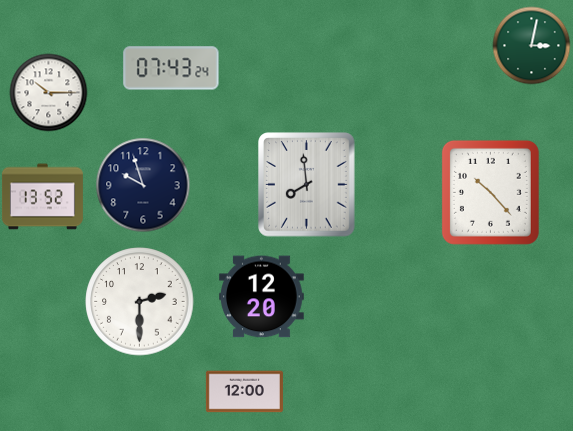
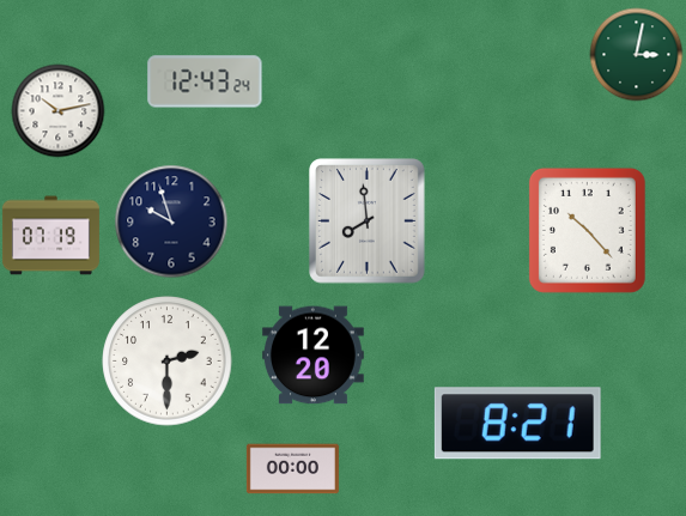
clock at (171, 68): 07:43 -> 12:43
clock at (48, 92): 10:15 -> 10:13
clock at (42, 197): 13:52 -> 07:19
clock at (517, 424): none -> 8:21
clock at (244, 392): 12:00 -> 00:00
